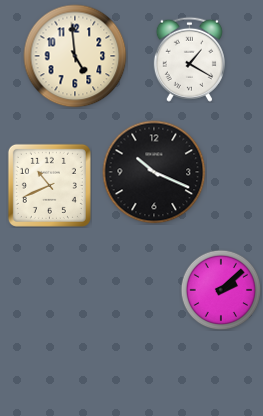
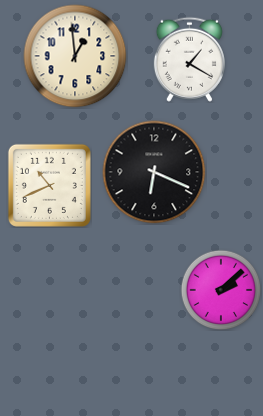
clock at (75, 56): 4:59 -> 12:59
clock at (154, 172): 10:19 -> 6:19
